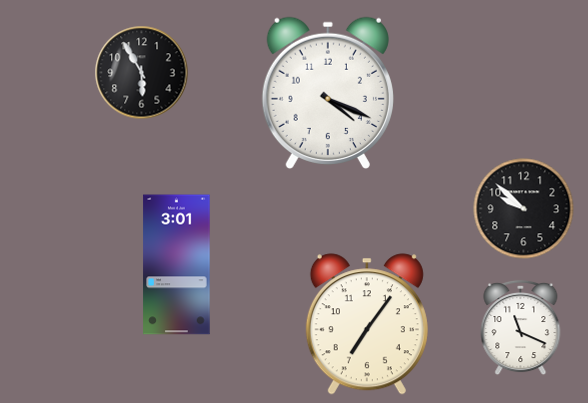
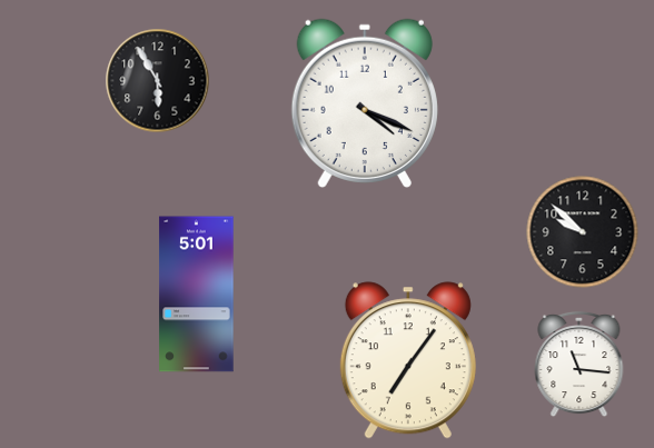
clock at (177, 265): 3:01 -> 5:01
clock at (521, 328): 11:19 -> 11:16
